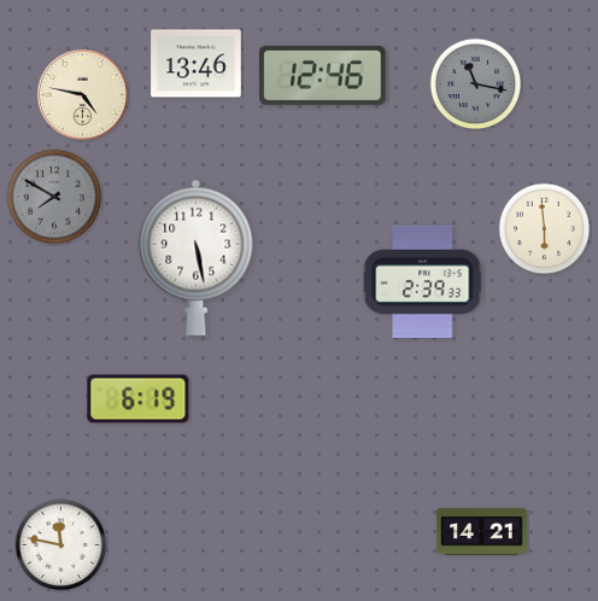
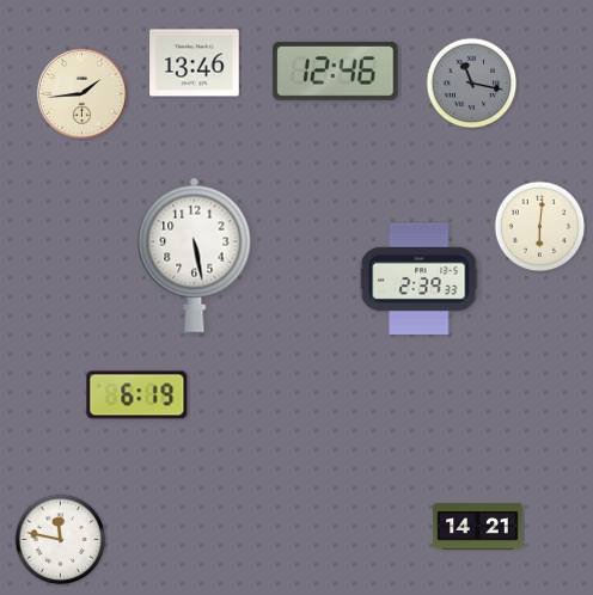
clock at (323, 75) position: (323, 75) -> (336, 70)
clock at (82, 94): 4:47 -> 1:44
clock at (54, 197): 7:50 -> none
clock at (545, 229): 5:59 -> 6:01
